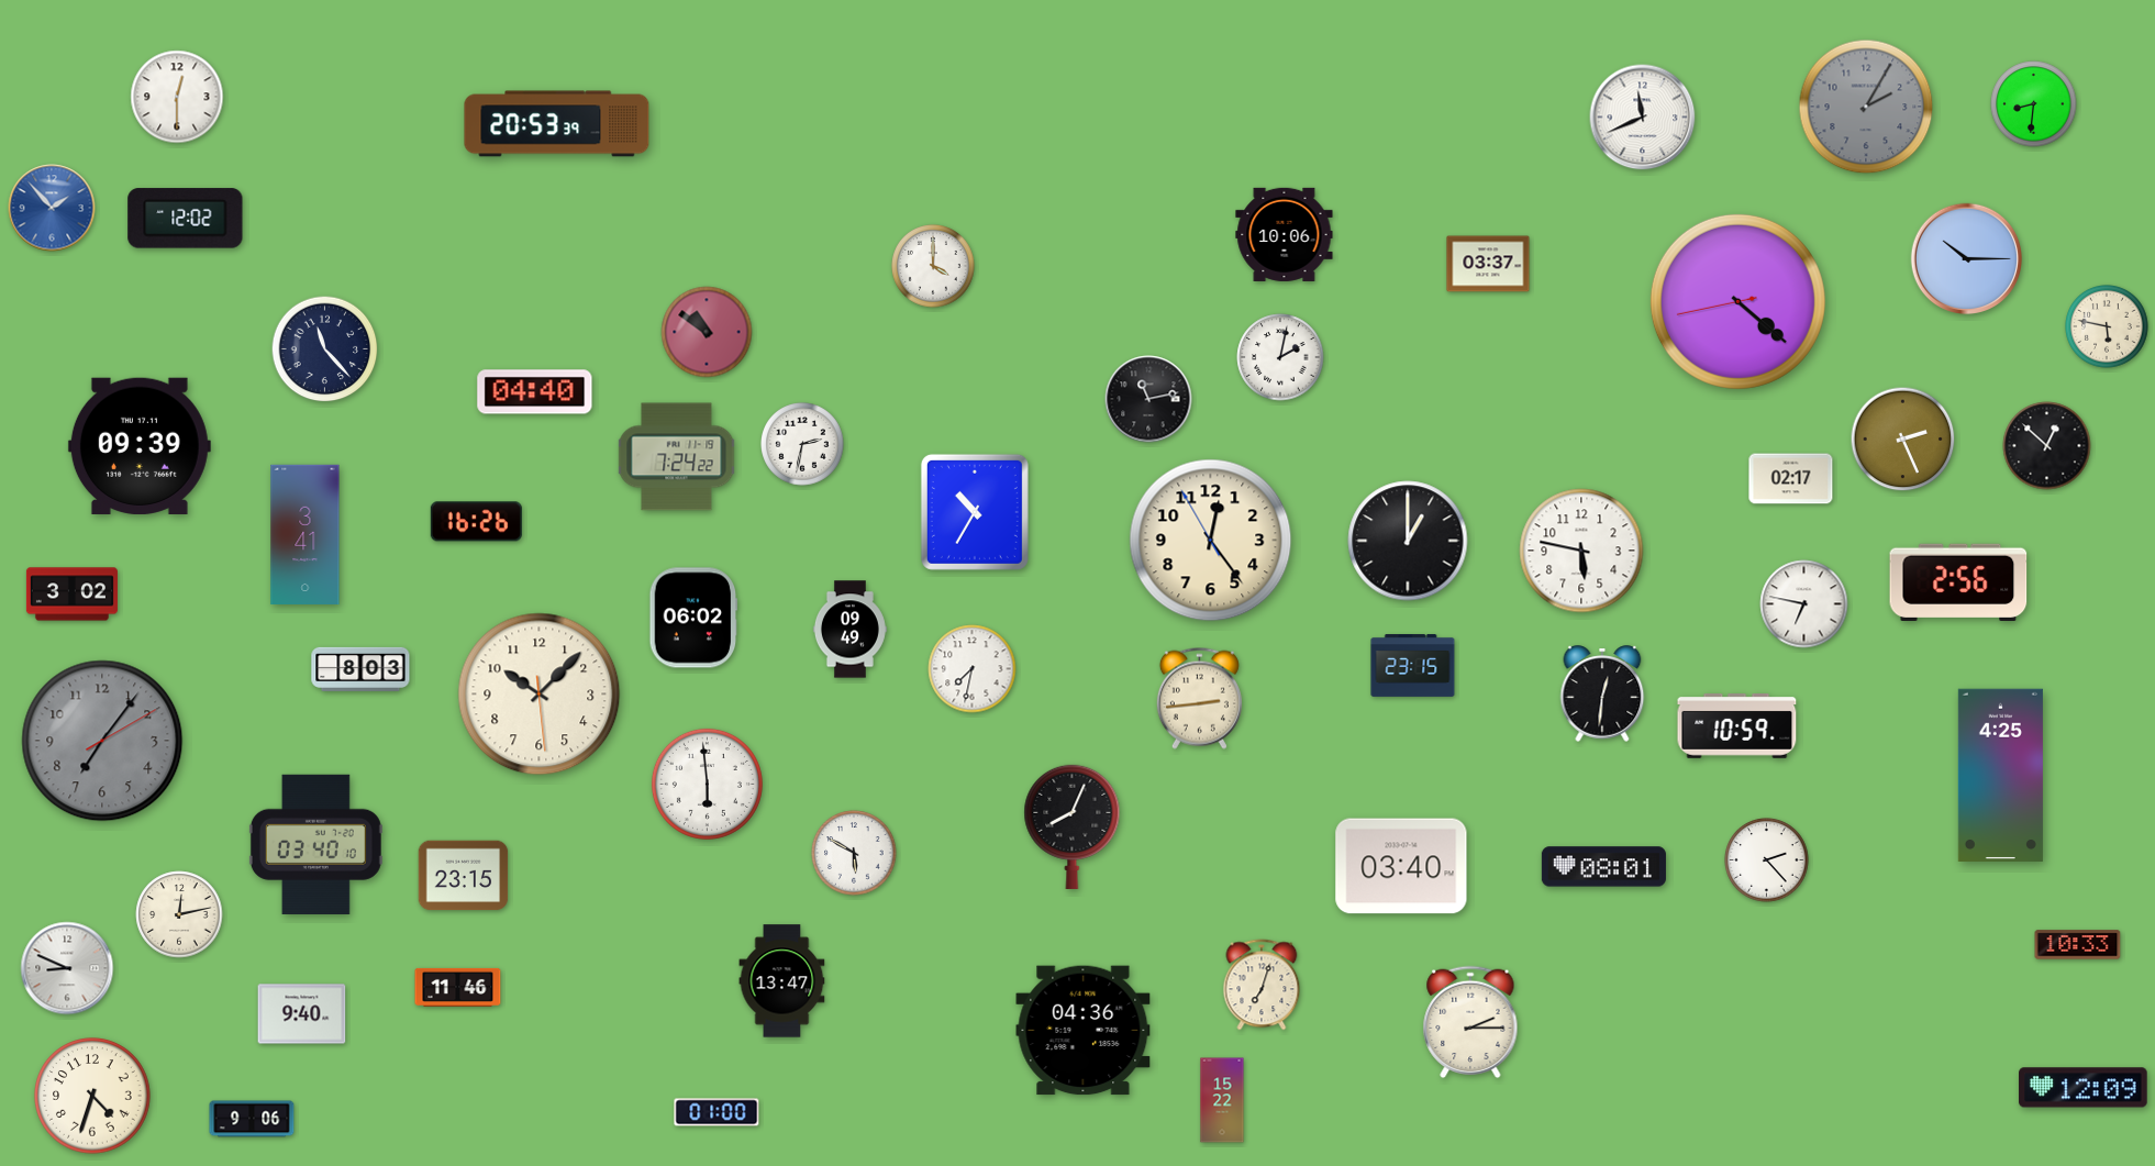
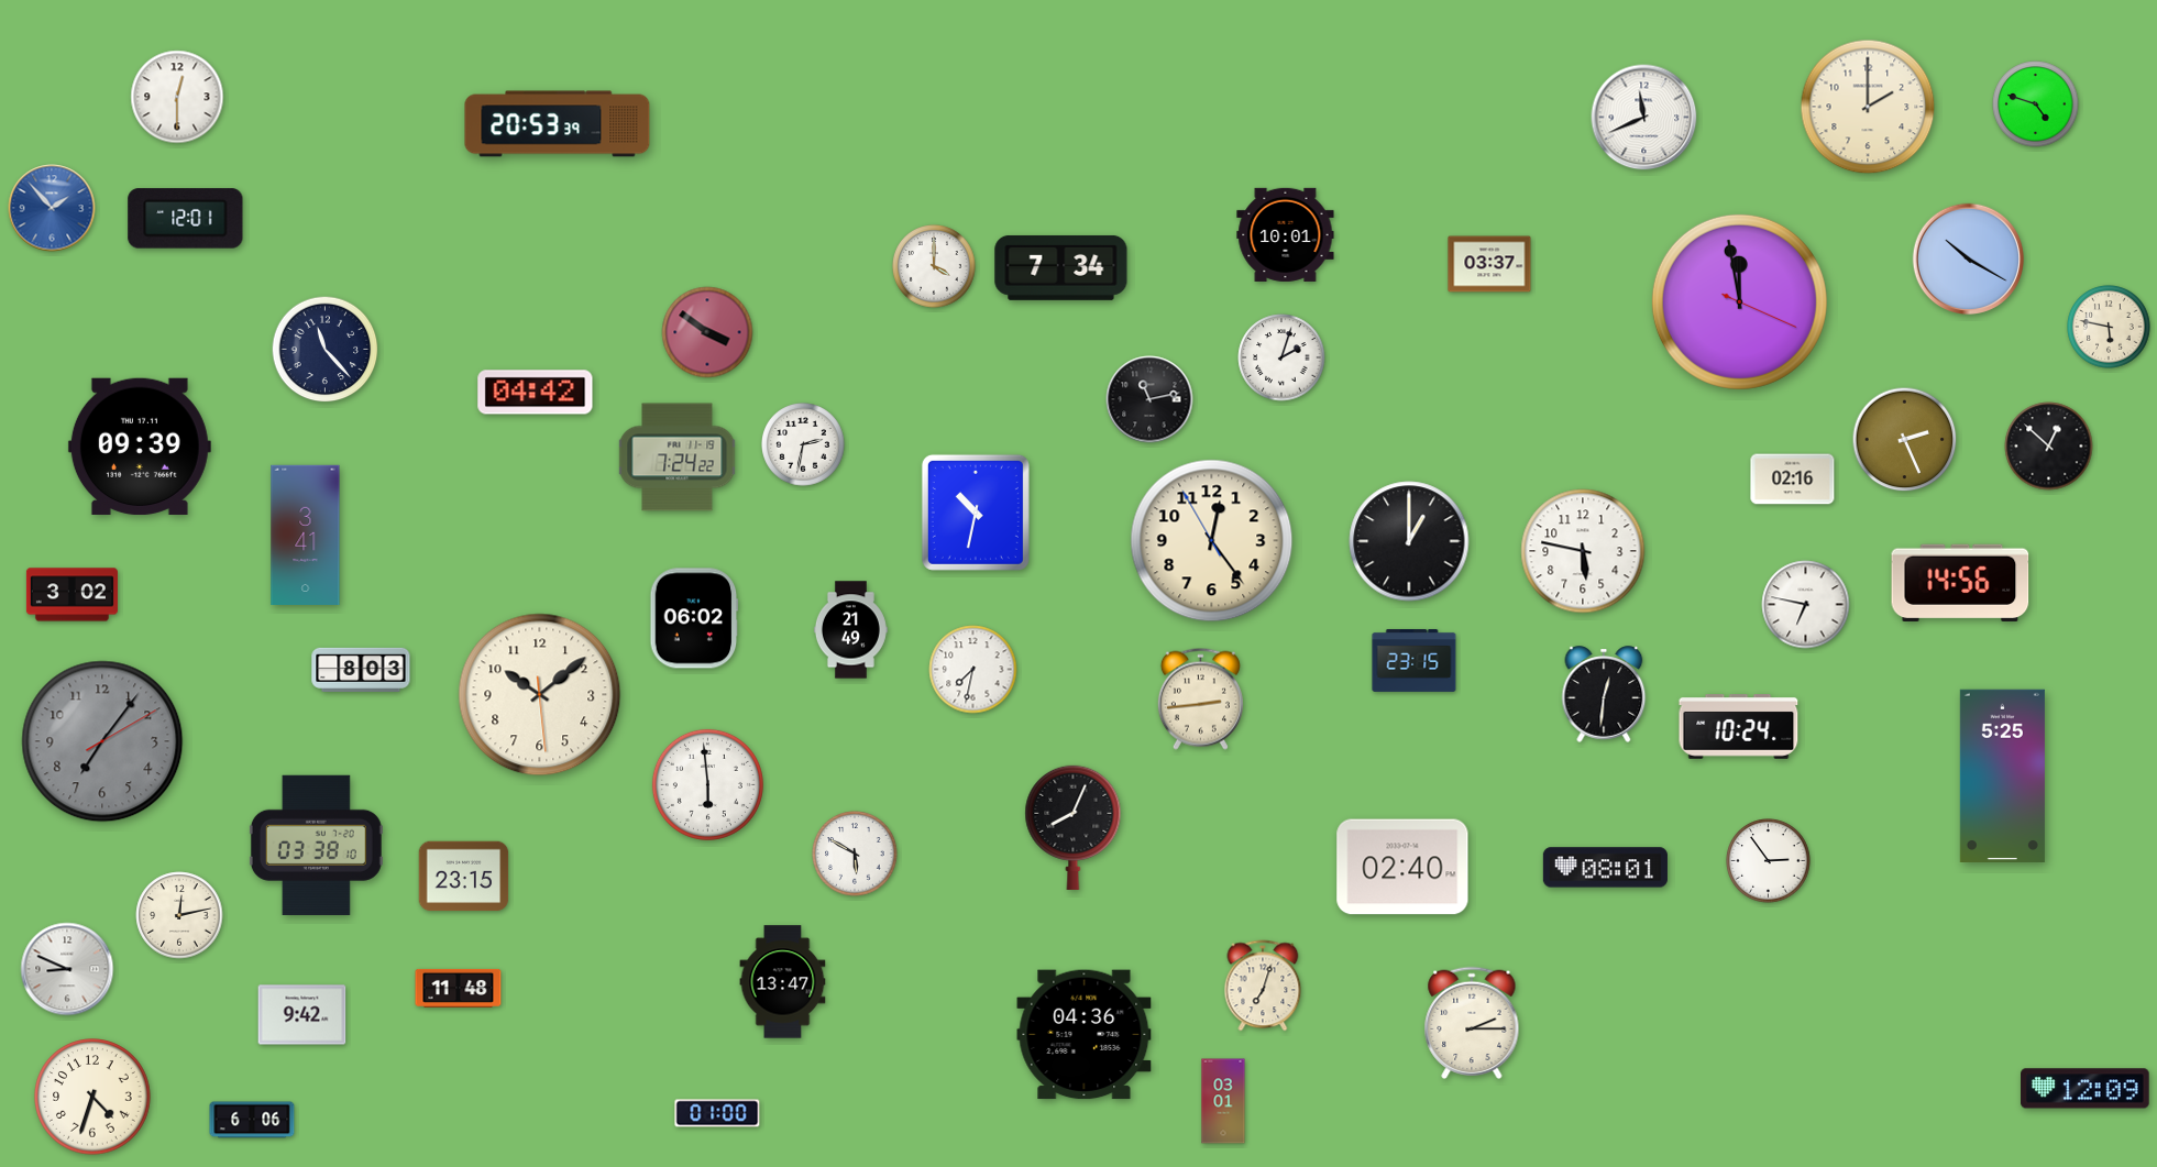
clock at (2034, 104): 8:31 -> 4:48
clock at (1866, 107): 2:05 -> 2:00
clock at (1866, 107) dial: grey -> cream
clock at (186, 219): 12:02 -> 12:01
clock at (1285, 234): 10:06 -> 10:01
clock at (1967, 259): 10:15 -> 10:20
clock at (1061, 267): none -> 7:34
clock at (1737, 301): 4:21 -> 11:58
clock at (707, 332): 10:51 -> 3:51
clock at (1280, 357): 2:02 -> 2:03
clock at (535, 392): 04:40 -> 04:42
clock at (1791, 479): 02:17 -> 02:16
clock at (975, 512): 10:35 -> 10:32
clock at (476, 522): 16:26 -> none
clock at (1958, 581): 2:56 -> 14:56
clock at (849, 630): 09:49 -> 21:49
clock at (1413, 666) position: (1413, 666) -> (1415, 661)
clock at (540, 695): 10:07 -> 10:08
clock at (1737, 726): 10:59 -> 10:24
clock at (2000, 775): 4:25 -> 5:25
clock at (315, 844): 03:40 -> 03:38
clock at (1767, 860): 2:23 -> 2:54
clock at (1401, 866): 03:40 -> 02:40
clock at (2078, 945): 10:33 -> none
clock at (458, 987): 11:46 -> 11:48
clock at (302, 1014): 9:40 -> 9:42
clock at (1084, 1031) position: (1084, 1031) -> (1085, 1035)
clock at (1222, 1100): 15:22 -> 03:01
clock at (252, 1119): 9:06 -> 6:06
